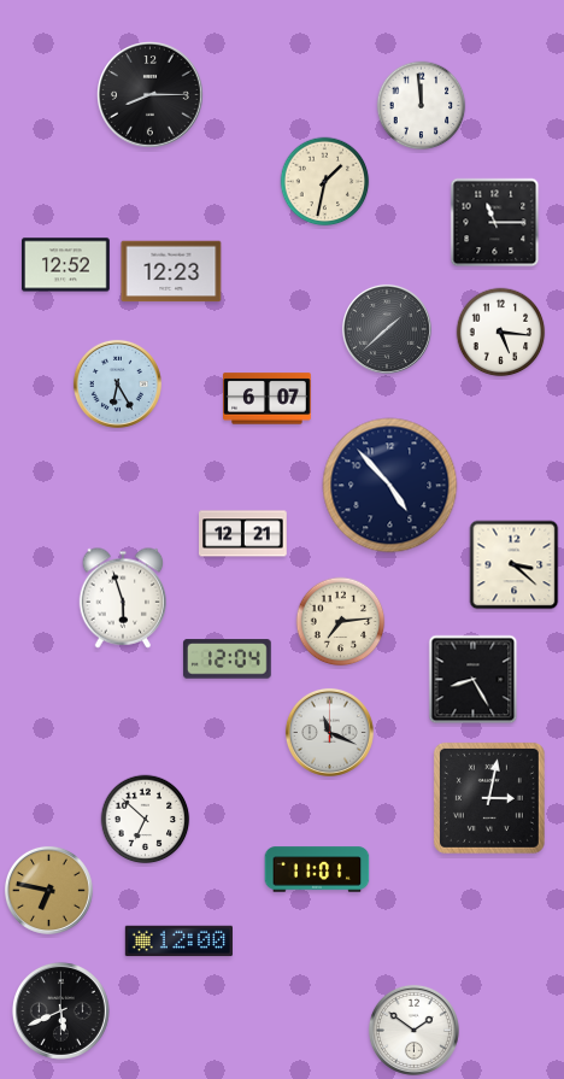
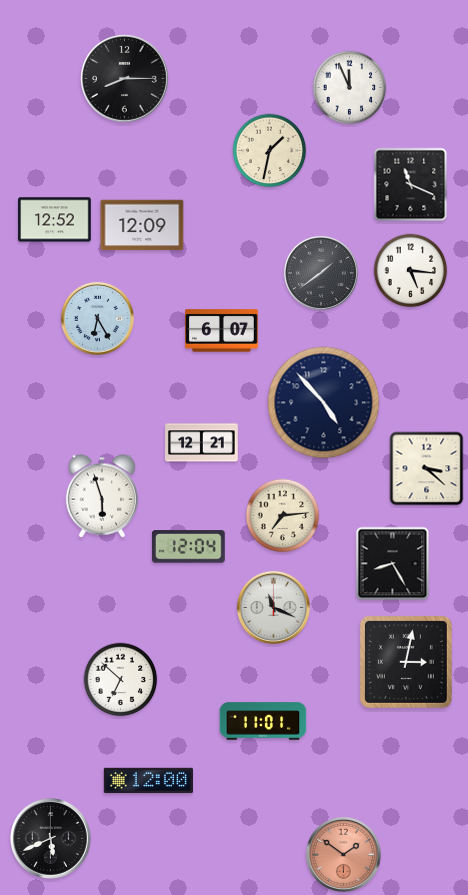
clock at (422, 106): 11:59 -> 11:56
clock at (495, 223): 11:15 -> 11:19
clock at (171, 271): 12:23 -> 12:09
clock at (387, 329): 1:38 -> 1:39
clock at (501, 333) position: (501, 333) -> (411, 271)
clock at (48, 890): 6:47 -> none
clock at (413, 1030) dial: white -> salmon
